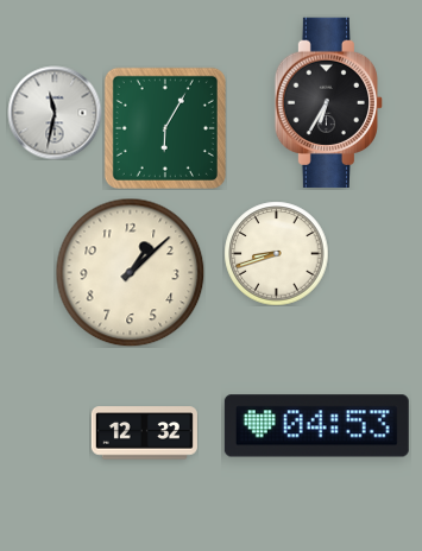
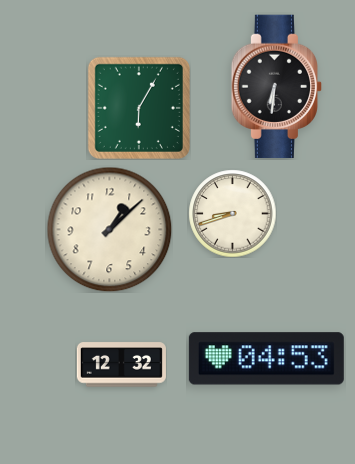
clock at (328, 103): 6:35 -> 6:31
clock at (55, 113): 11:32 -> none
